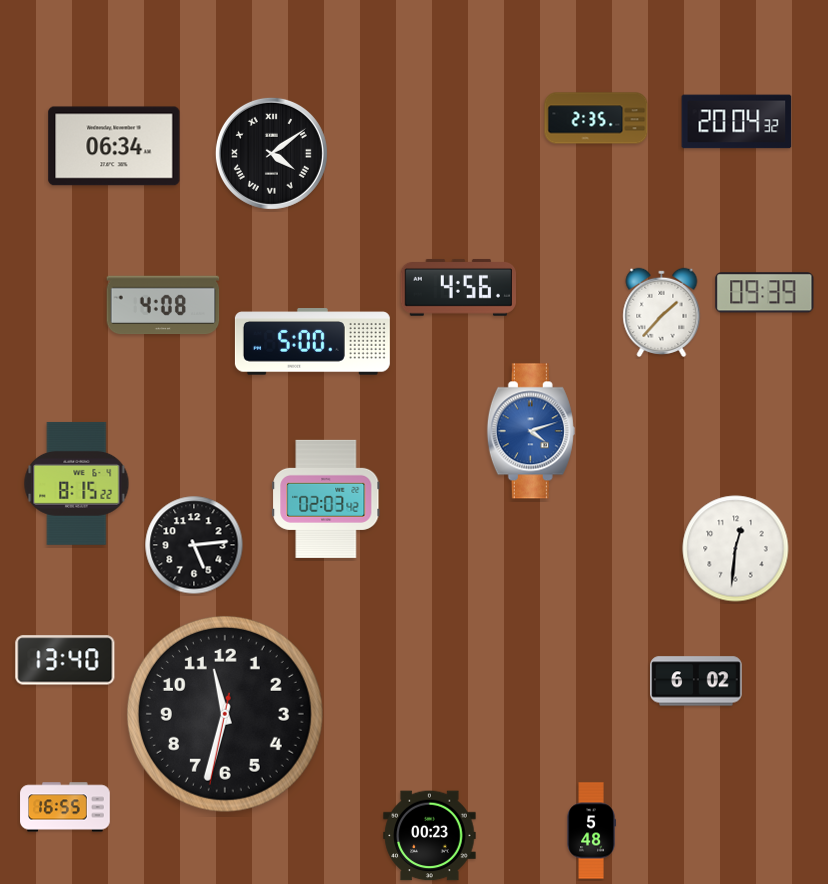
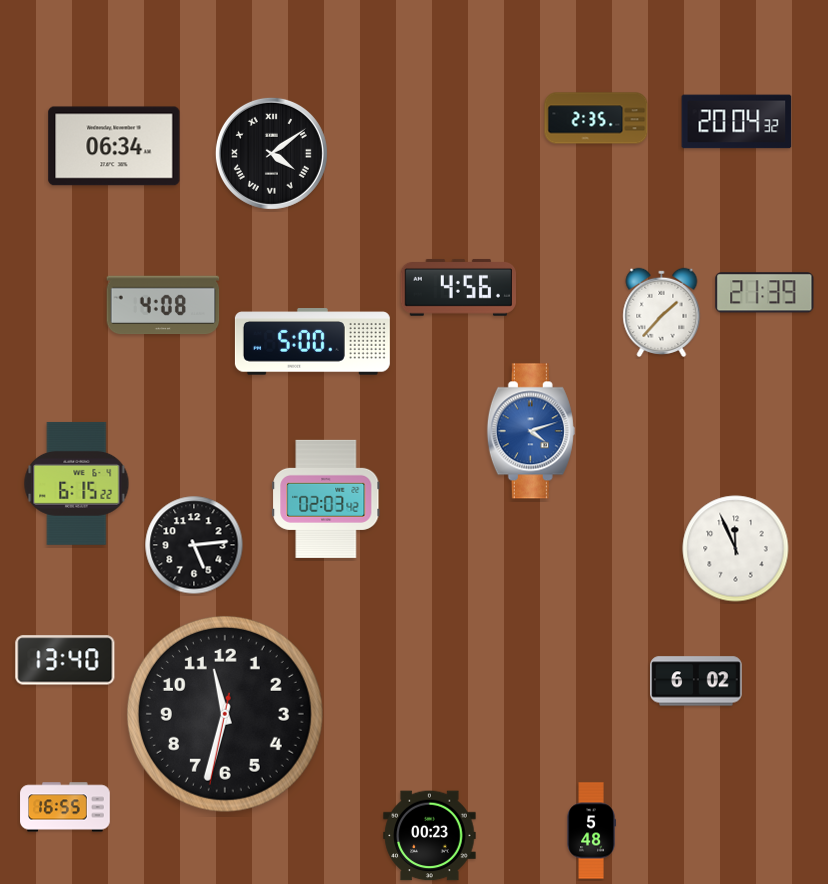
clock at (765, 293): 09:39 -> 21:39
clock at (77, 483): 8:15 -> 6:15
clock at (736, 549): 12:31 -> 11:56
